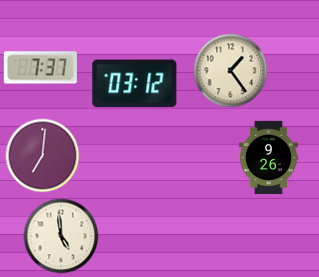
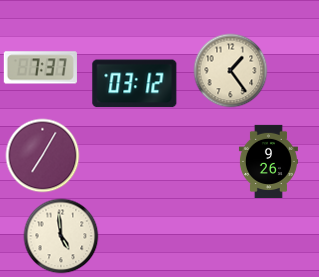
clock at (43, 156): 7:01 -> 7:05
clock at (268, 157) position: (268, 157) -> (268, 161)
